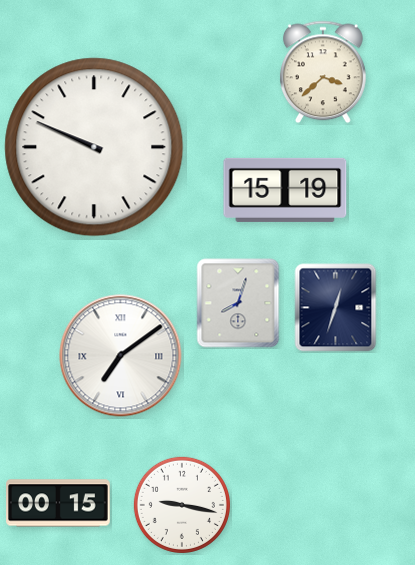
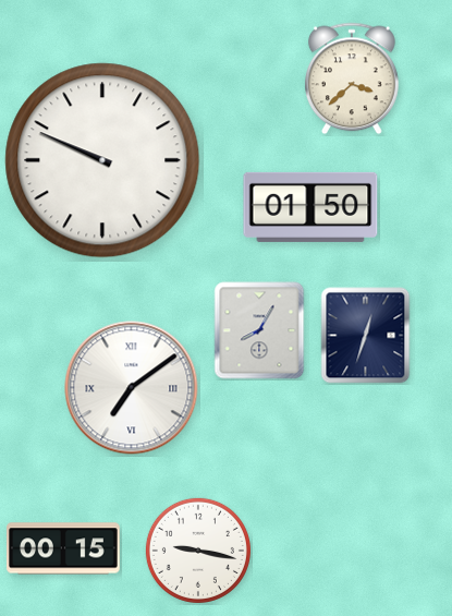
clock at (285, 190): 15:19 -> 01:50
clock at (238, 303): 8:03 -> 8:05
